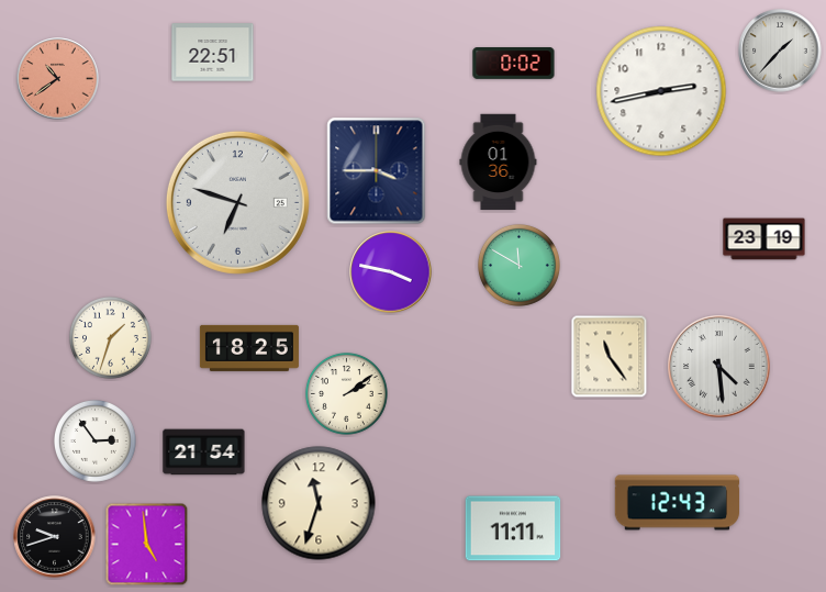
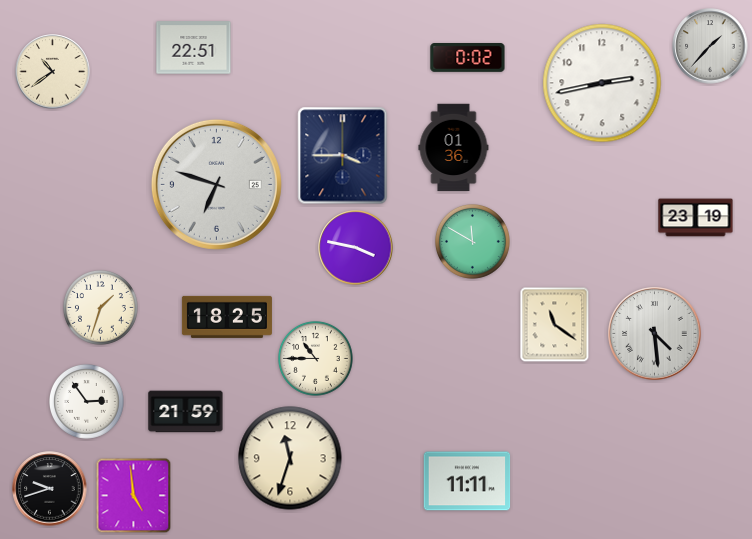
clock at (58, 79) dial: salmon -> cream
clock at (610, 357): 11:24 -> 11:21
clock at (347, 394): 2:09 -> 10:45
clock at (204, 453): 21:54 -> 21:59
clock at (678, 503): 12:43 -> none
